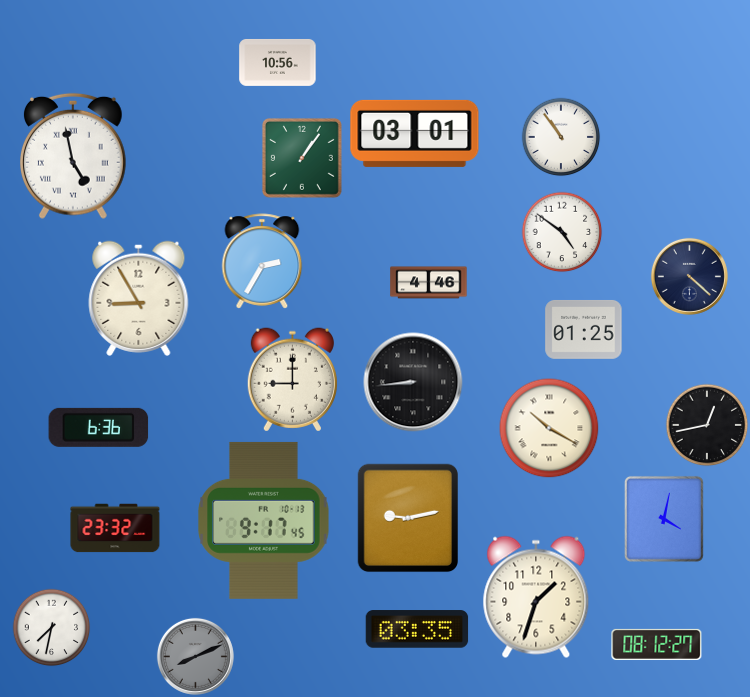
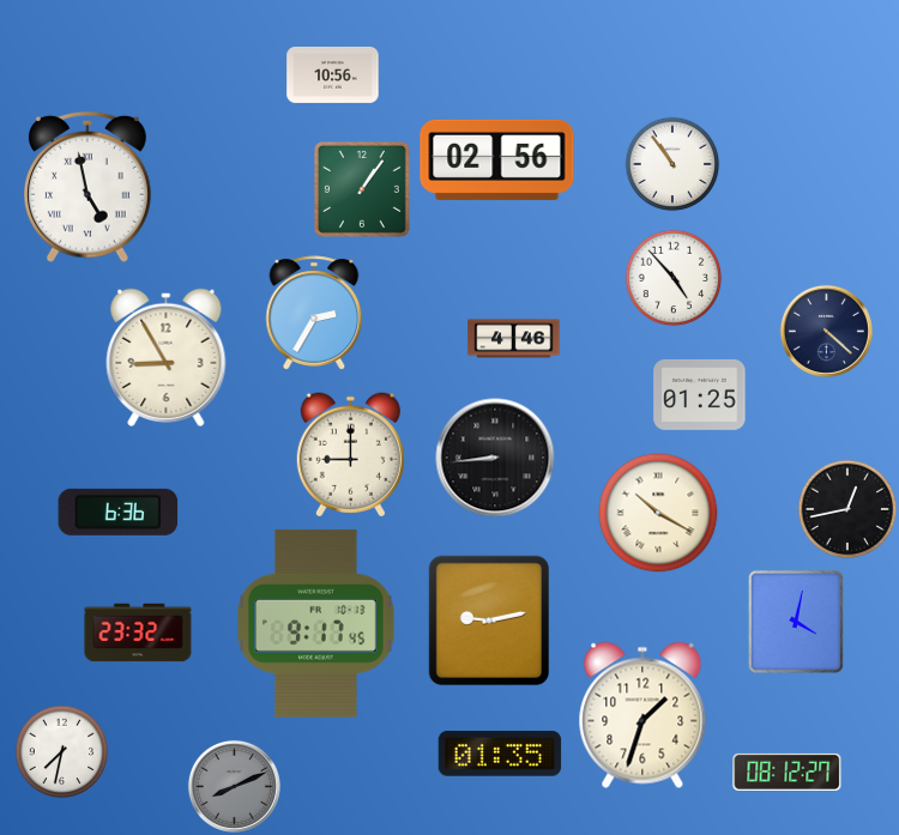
clock at (415, 133): 03:01 -> 02:56
clock at (562, 232): 4:51 -> 4:53
clock at (417, 629): 03:35 -> 01:35
